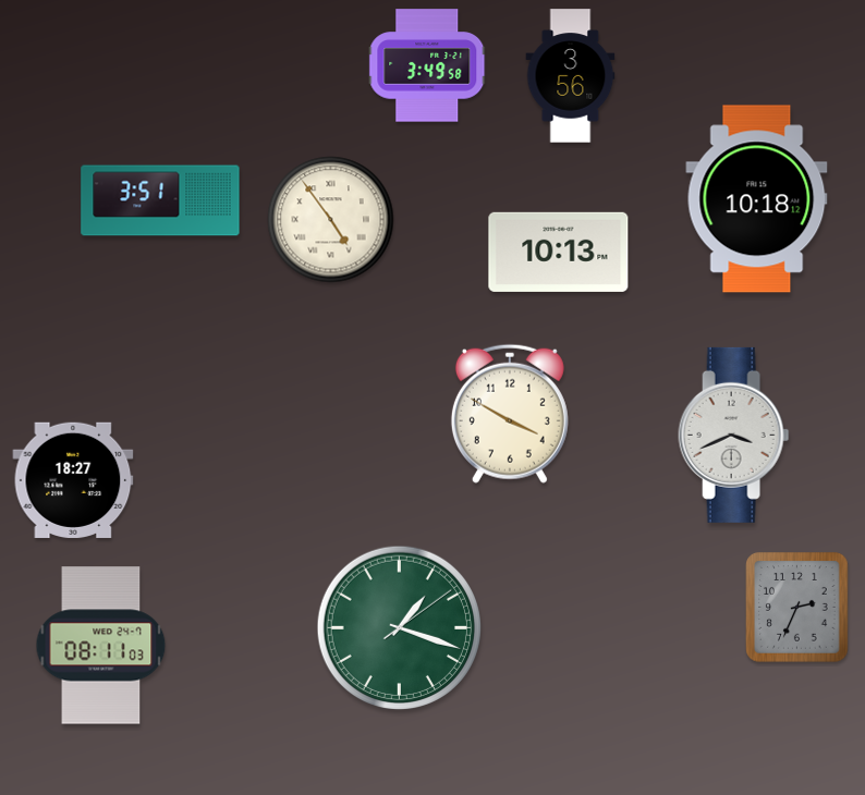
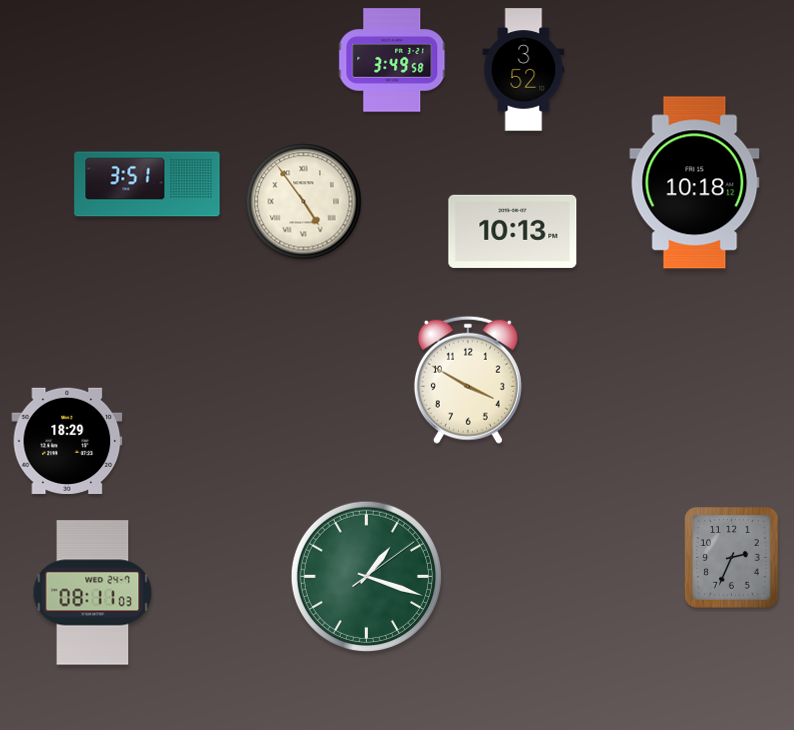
clock at (571, 76): 3:56 -> 3:52
clock at (734, 435): 3:41 -> none
clock at (73, 480): 18:27 -> 18:29
